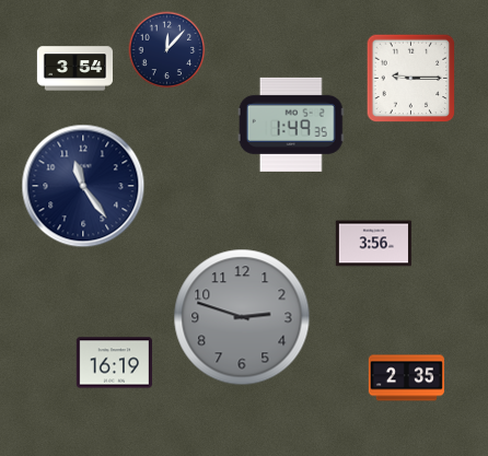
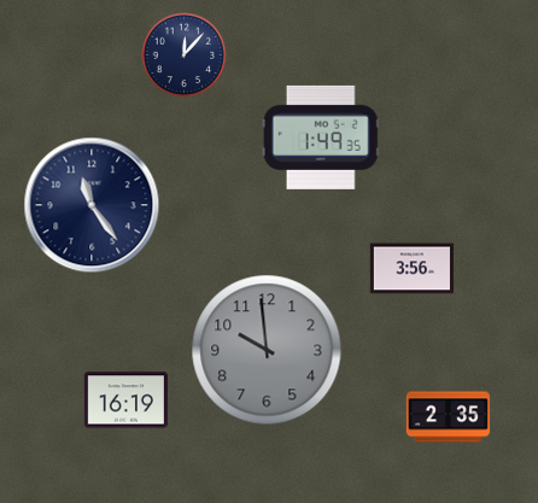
clock at (74, 69): 3:54 -> none
clock at (411, 79): 9:15 -> none
clock at (242, 317): 2:48 -> 9:59
